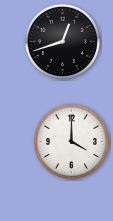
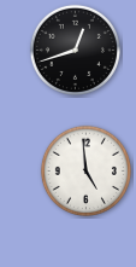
clock at (71, 141): 4:00 -> 4:59
